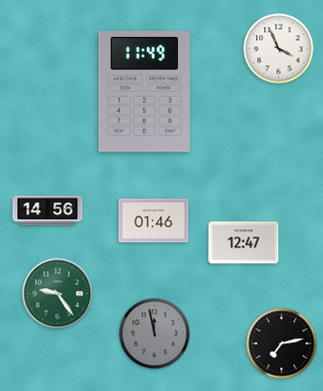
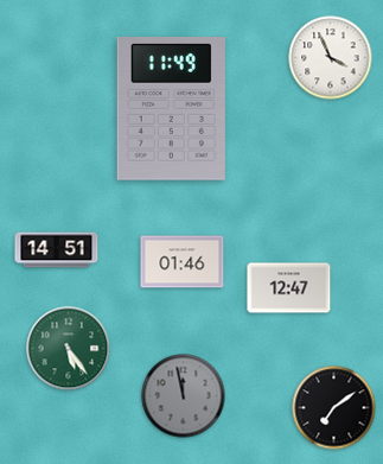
clock at (48, 211): 14:56 -> 14:51
clock at (58, 294): 9:24 -> 5:24
clock at (282, 344): 7:13 -> 7:09
